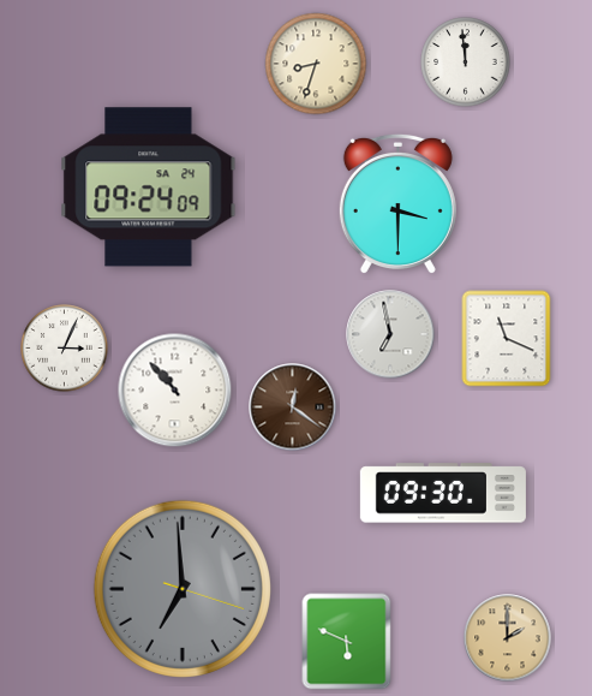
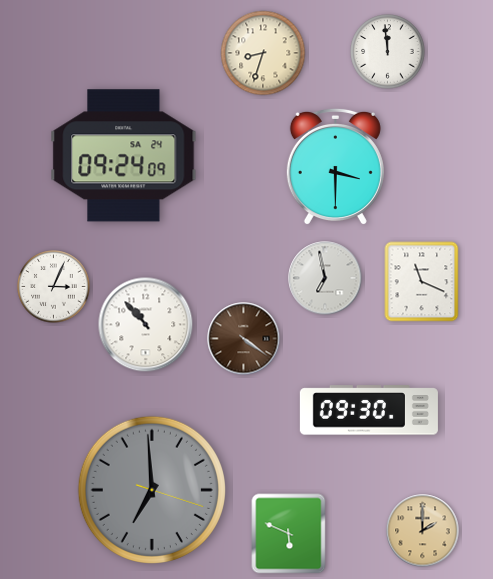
clock at (397, 204) position: (397, 204) -> (335, 167)
clock at (65, 349) position: (65, 349) -> (54, 287)
clock at (293, 408): 12:21 -> 4:21
